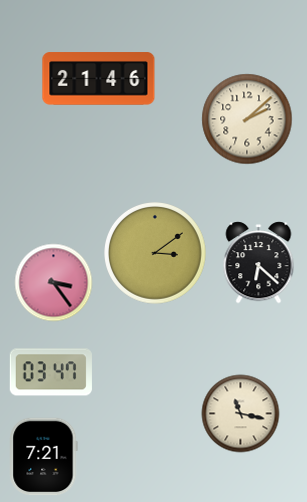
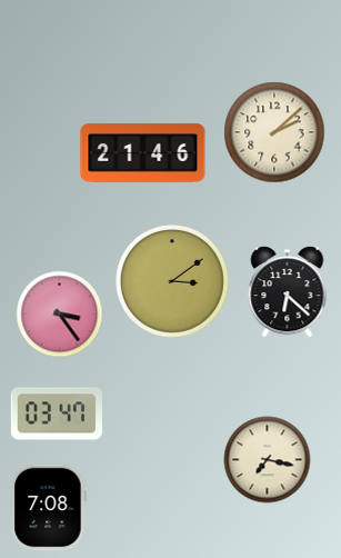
clock at (99, 79) position: (99, 79) -> (143, 153)
clock at (240, 413): 11:17 -> 7:17
clock at (44, 456): 7:21 -> 7:08
